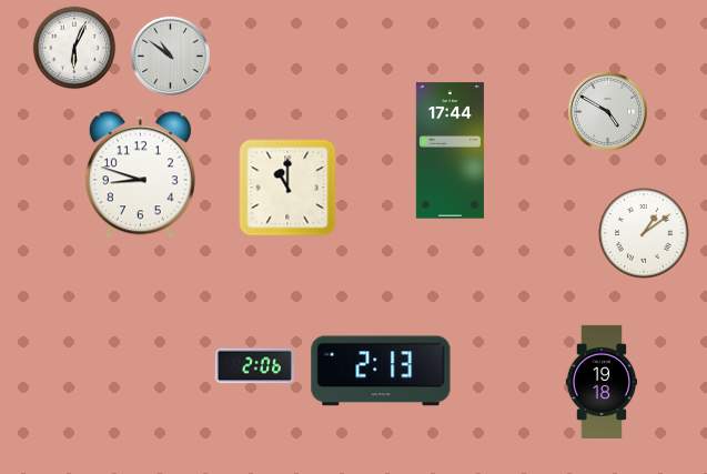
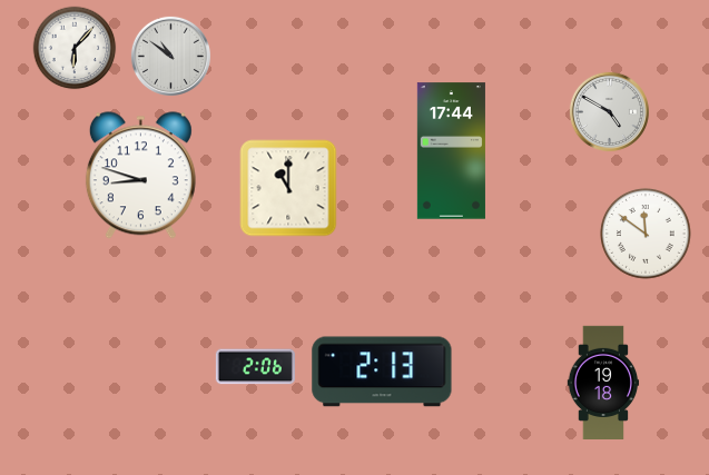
clock at (74, 48): 6:04 -> 6:07
clock at (644, 233): 1:09 -> 11:51
